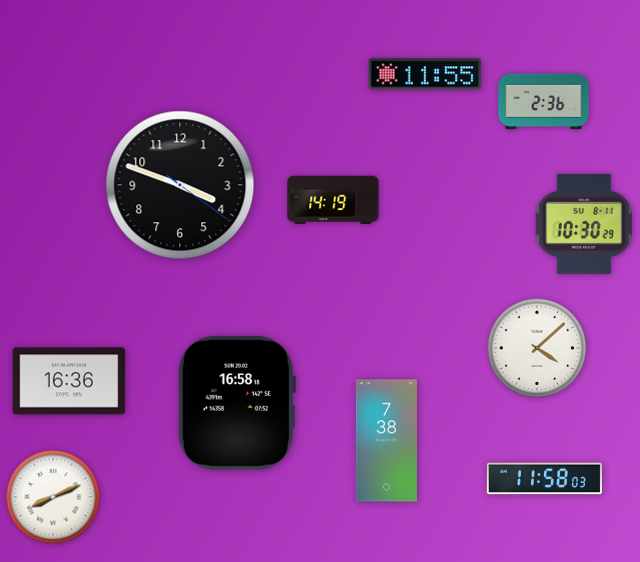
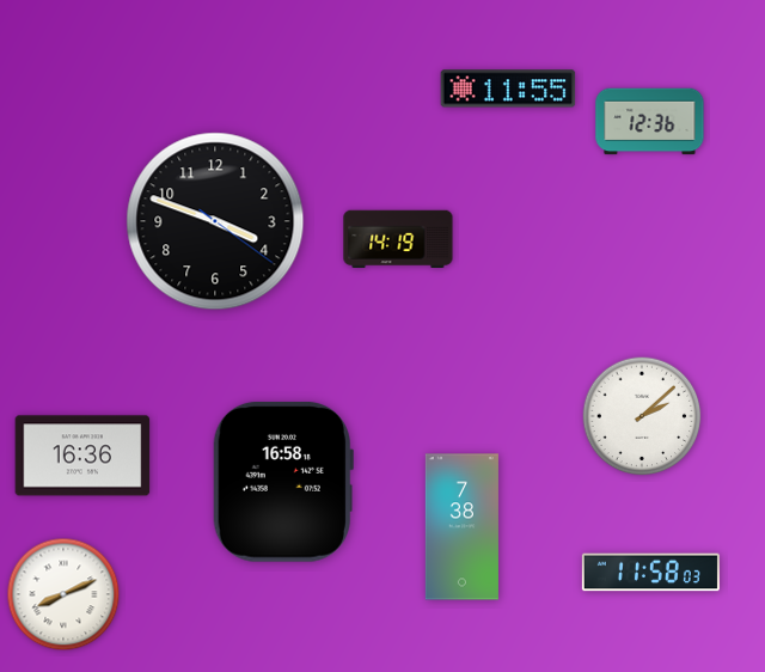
clock at (544, 102): 2:36 -> 12:36
clock at (584, 224): 10:30 -> none
clock at (537, 348): 4:08 -> 2:08
